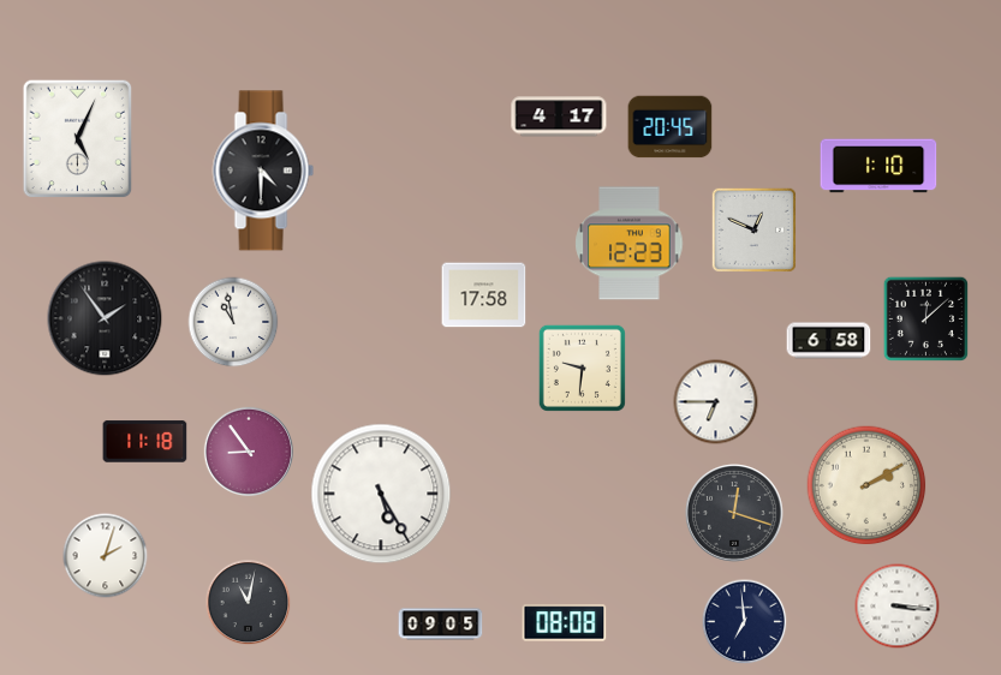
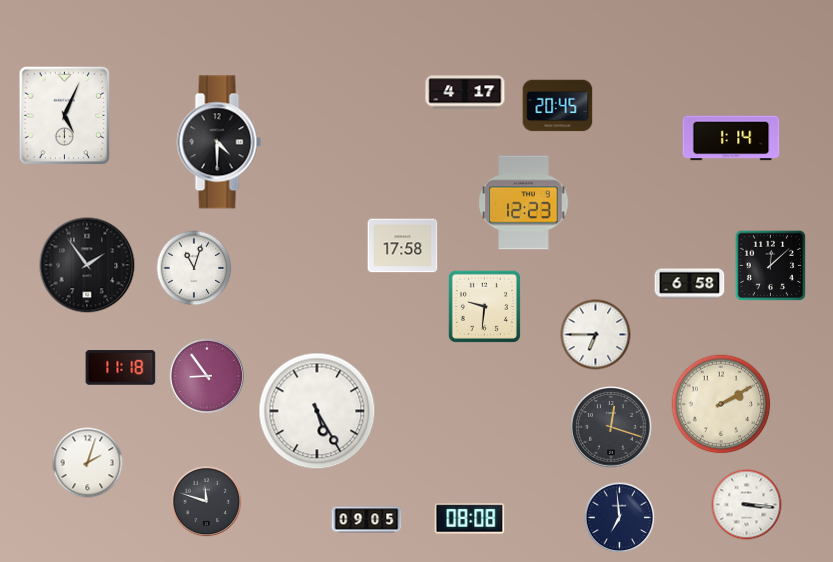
clock at (559, 117) position: (559, 117) -> (465, 92)
clock at (878, 166): 1:10 -> 1:14
clock at (753, 229): 12:49 -> none
clock at (233, 322): 10:58 -> 11:03
clock at (249, 603): 11:02 -> 11:48
